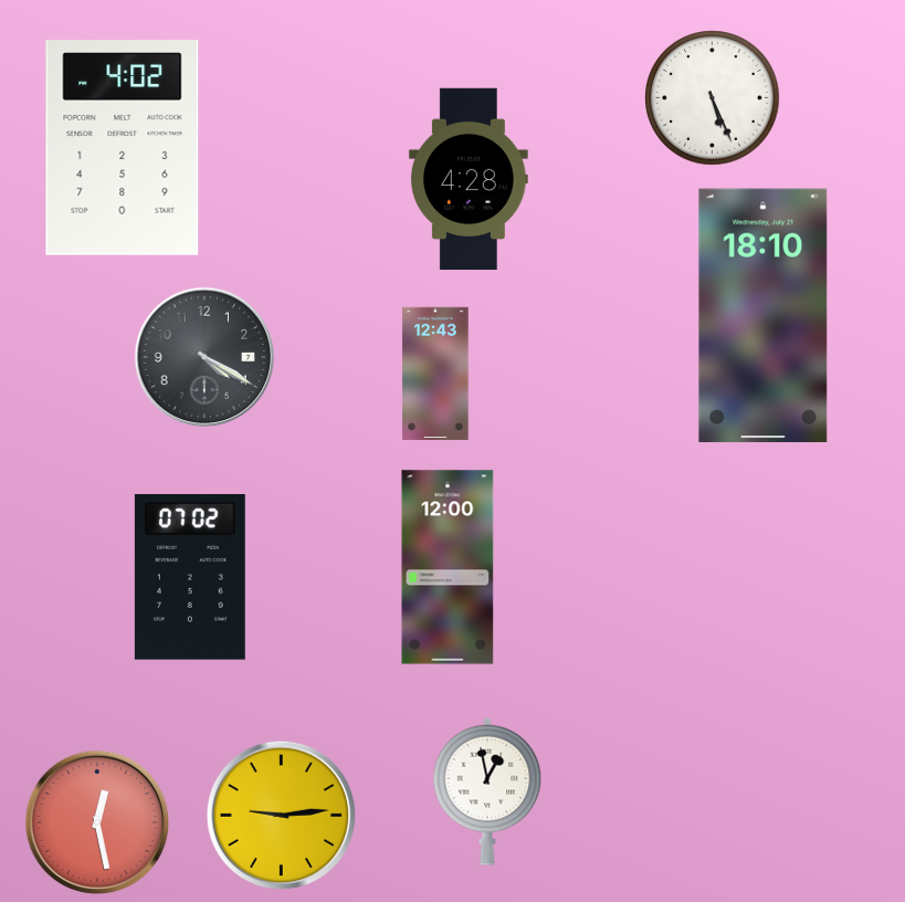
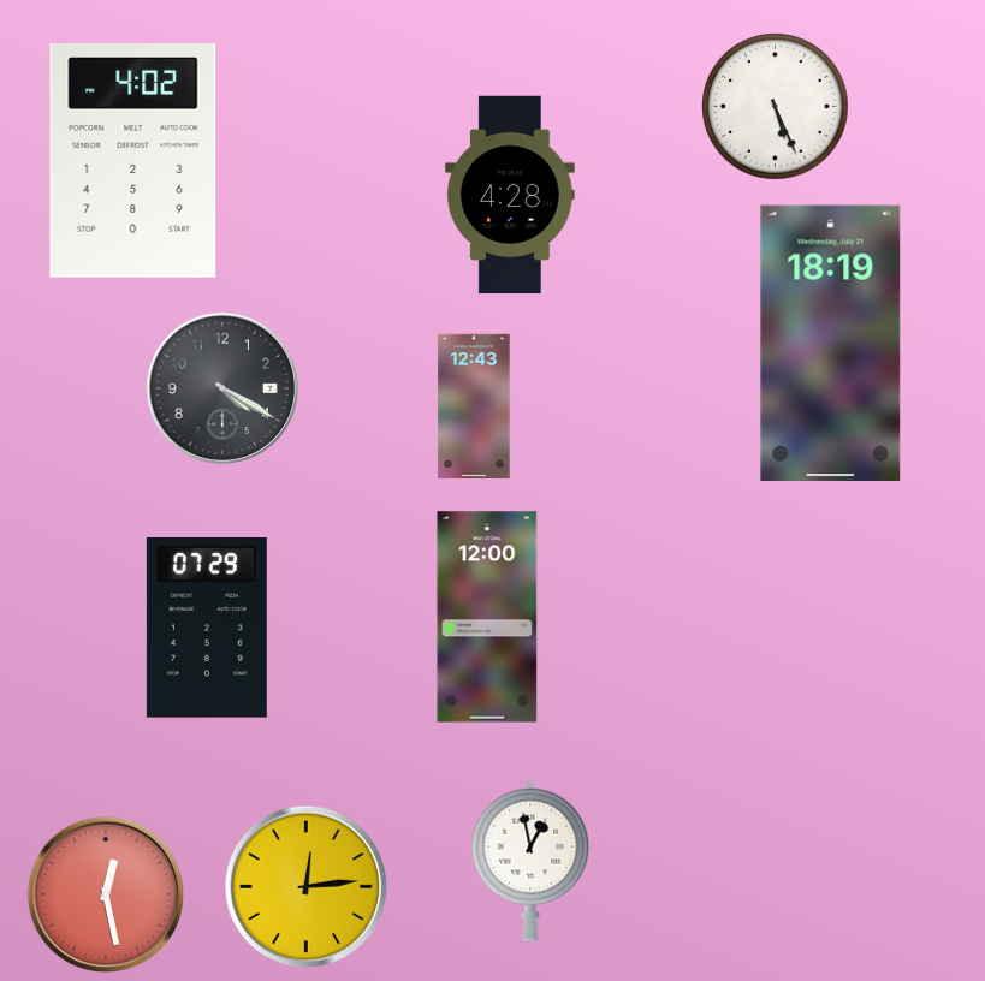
clock at (764, 316): 18:10 -> 18:19
clock at (190, 578): 07:02 -> 07:29
clock at (282, 816): 9:14 -> 12:14
